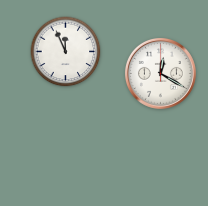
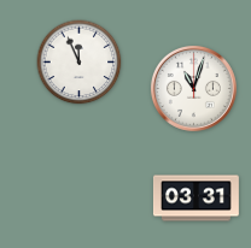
clock at (160, 73): 12:20 -> 11:03
clock at (195, 199): none -> 03:31
